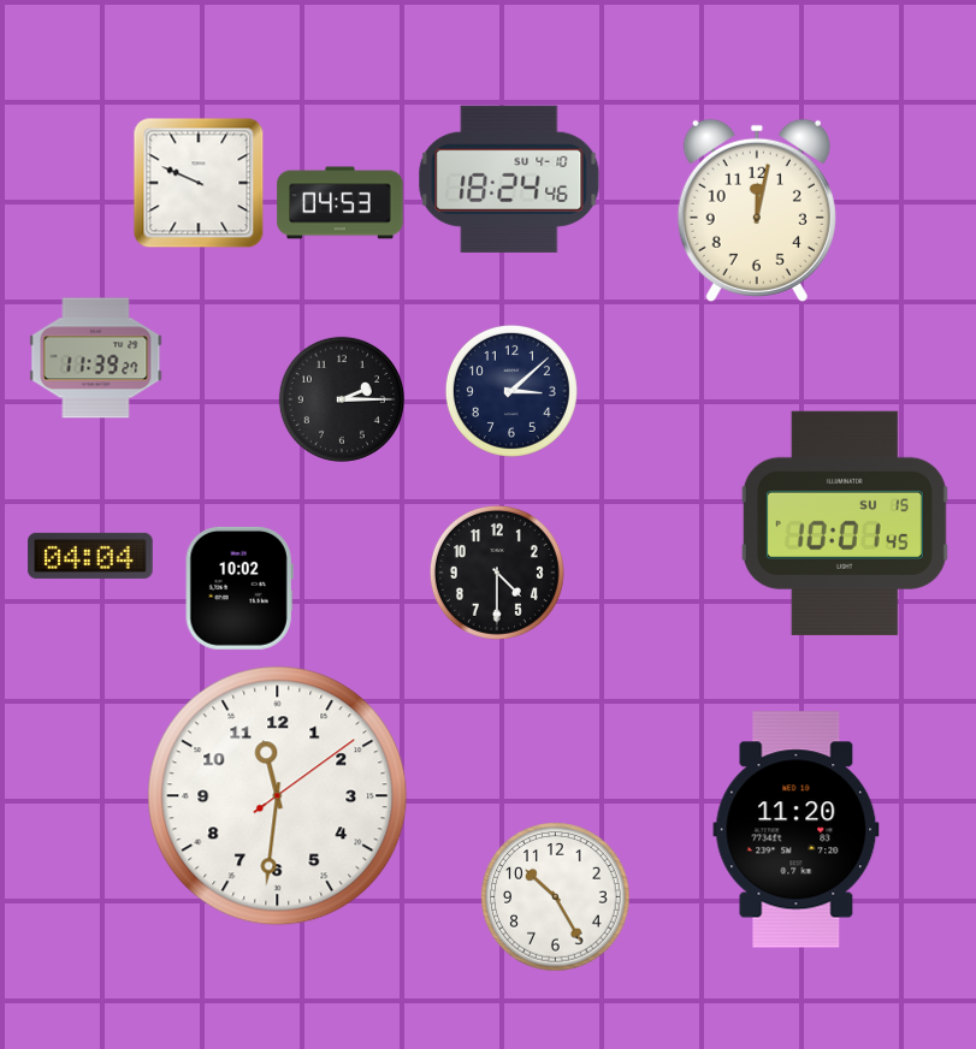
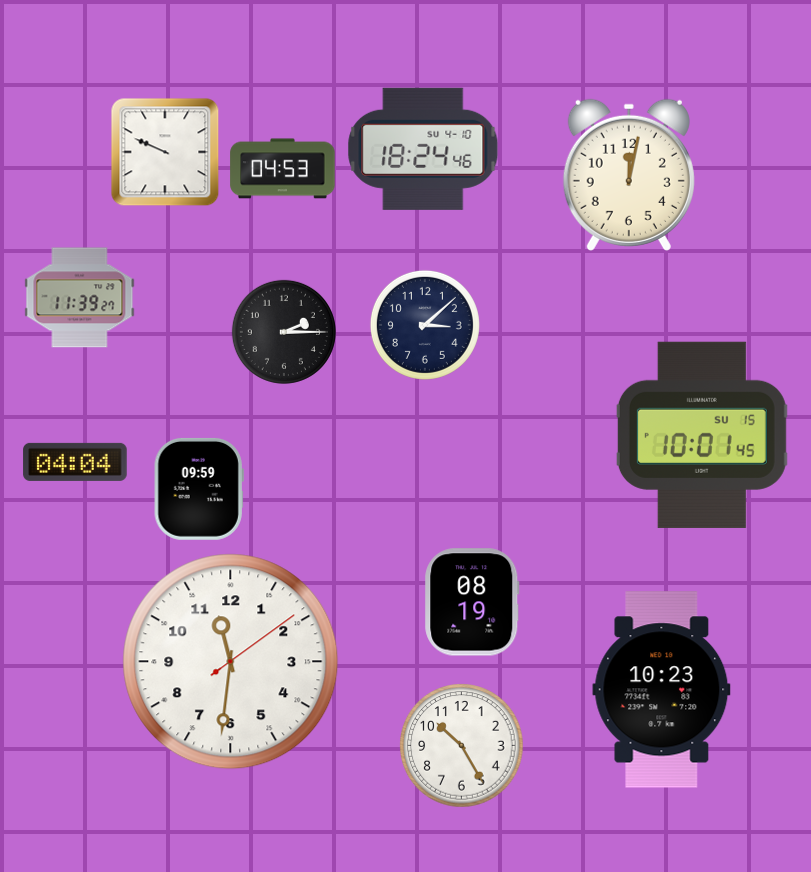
clock at (497, 573): 4:30 -> none
clock at (239, 588): 10:02 -> 09:59
clock at (472, 602): none -> 08:19
clock at (797, 830): 11:20 -> 10:23
